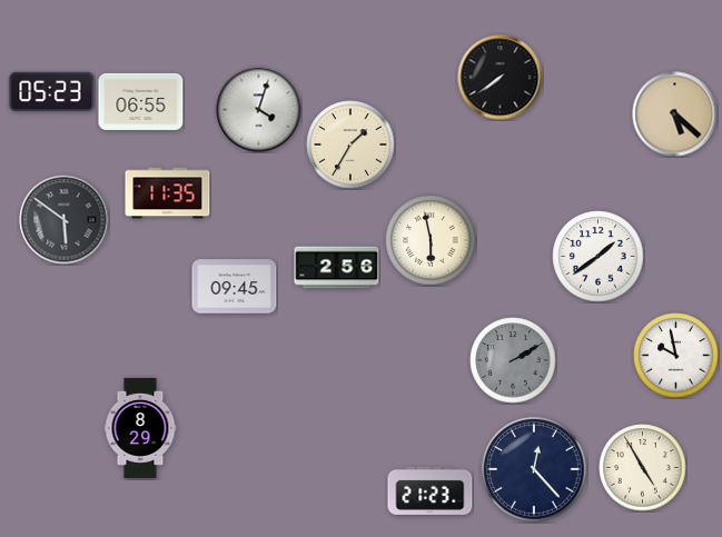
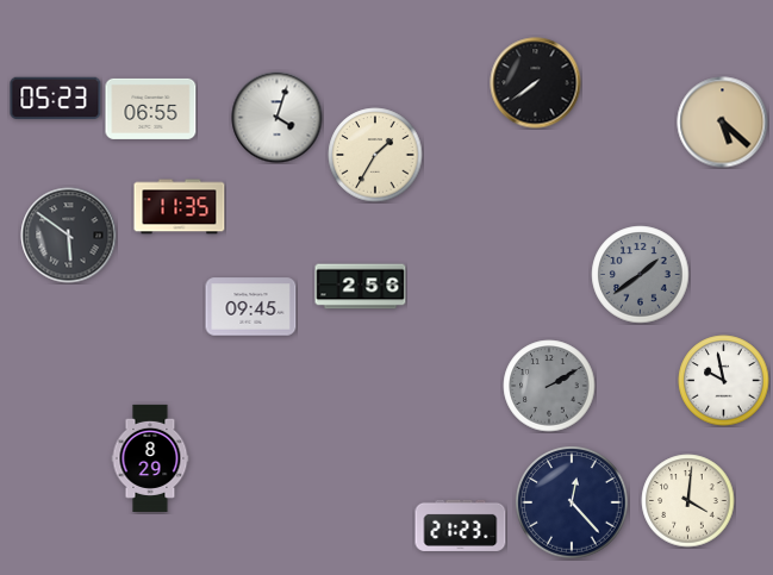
clock at (431, 240): 5:58 -> none
clock at (599, 257) dial: white -> grey
clock at (643, 468): 4:55 -> 4:01
